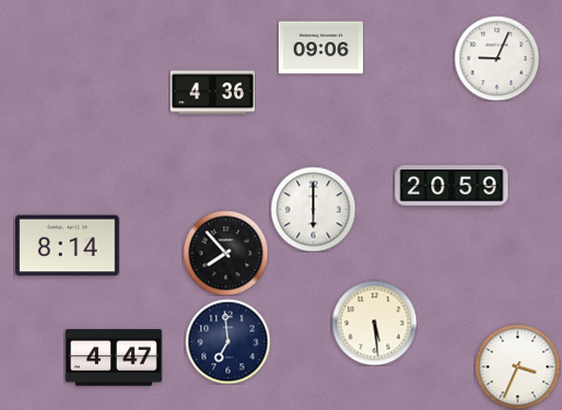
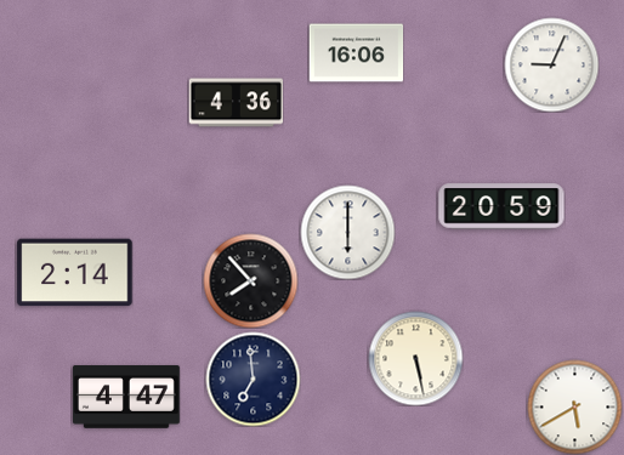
clock at (320, 48): 09:06 -> 16:06
clock at (68, 246): 8:14 -> 2:14
clock at (374, 323): 5:29 -> 5:28
clock at (517, 366): 3:34 -> 5:40
